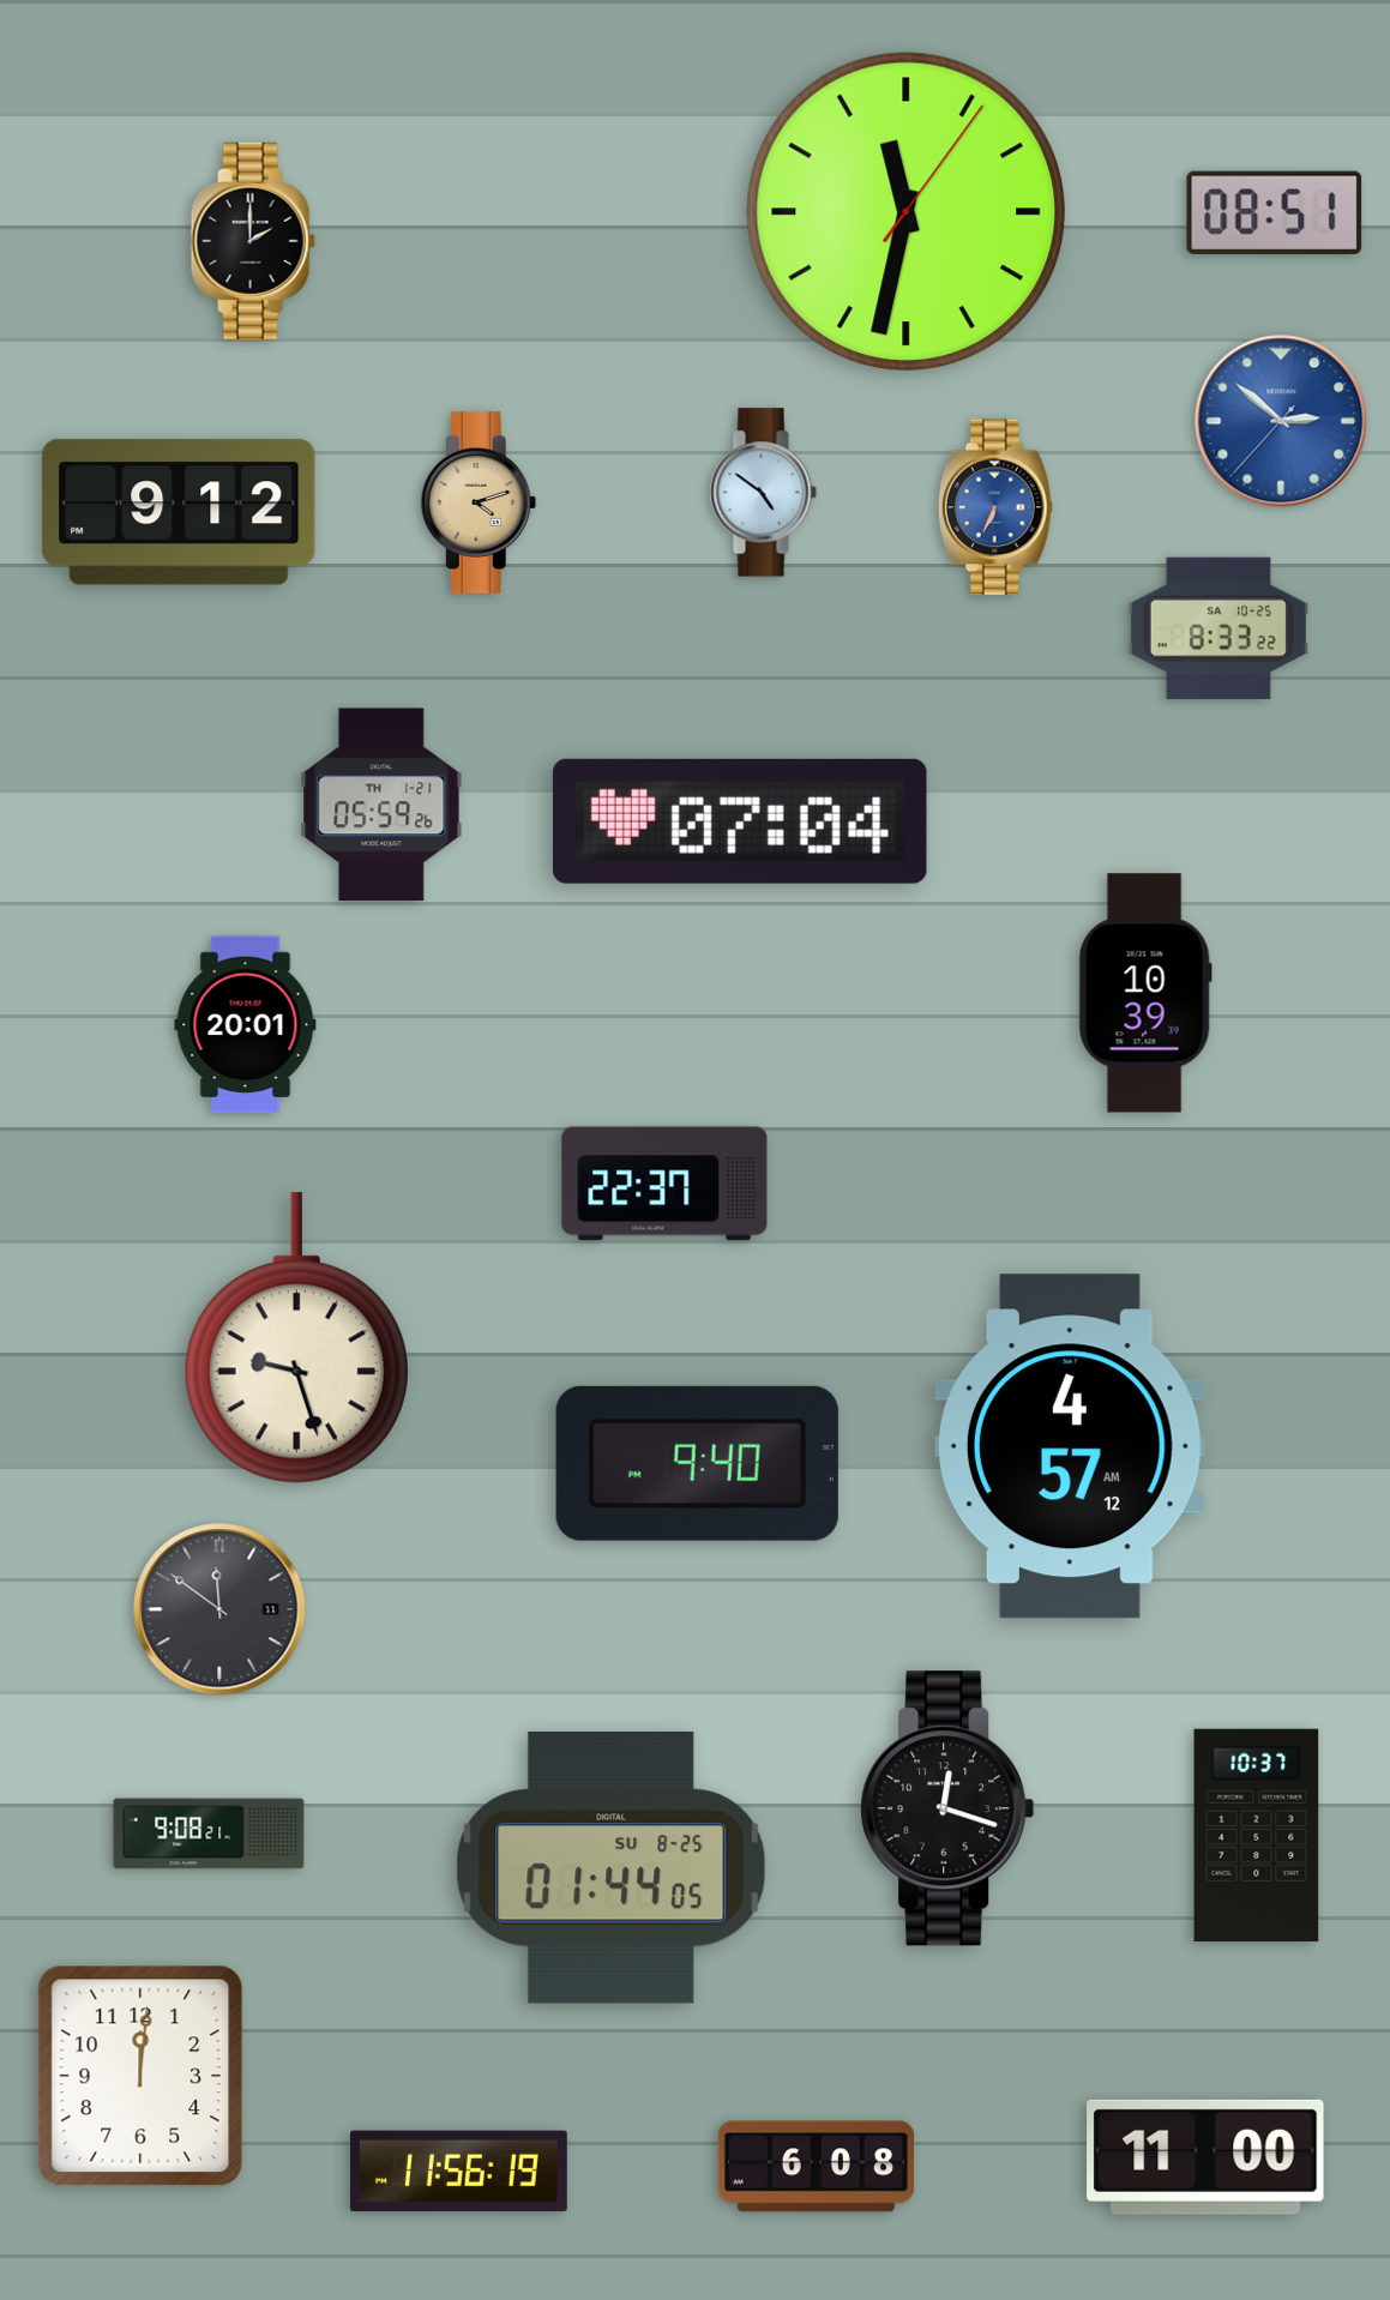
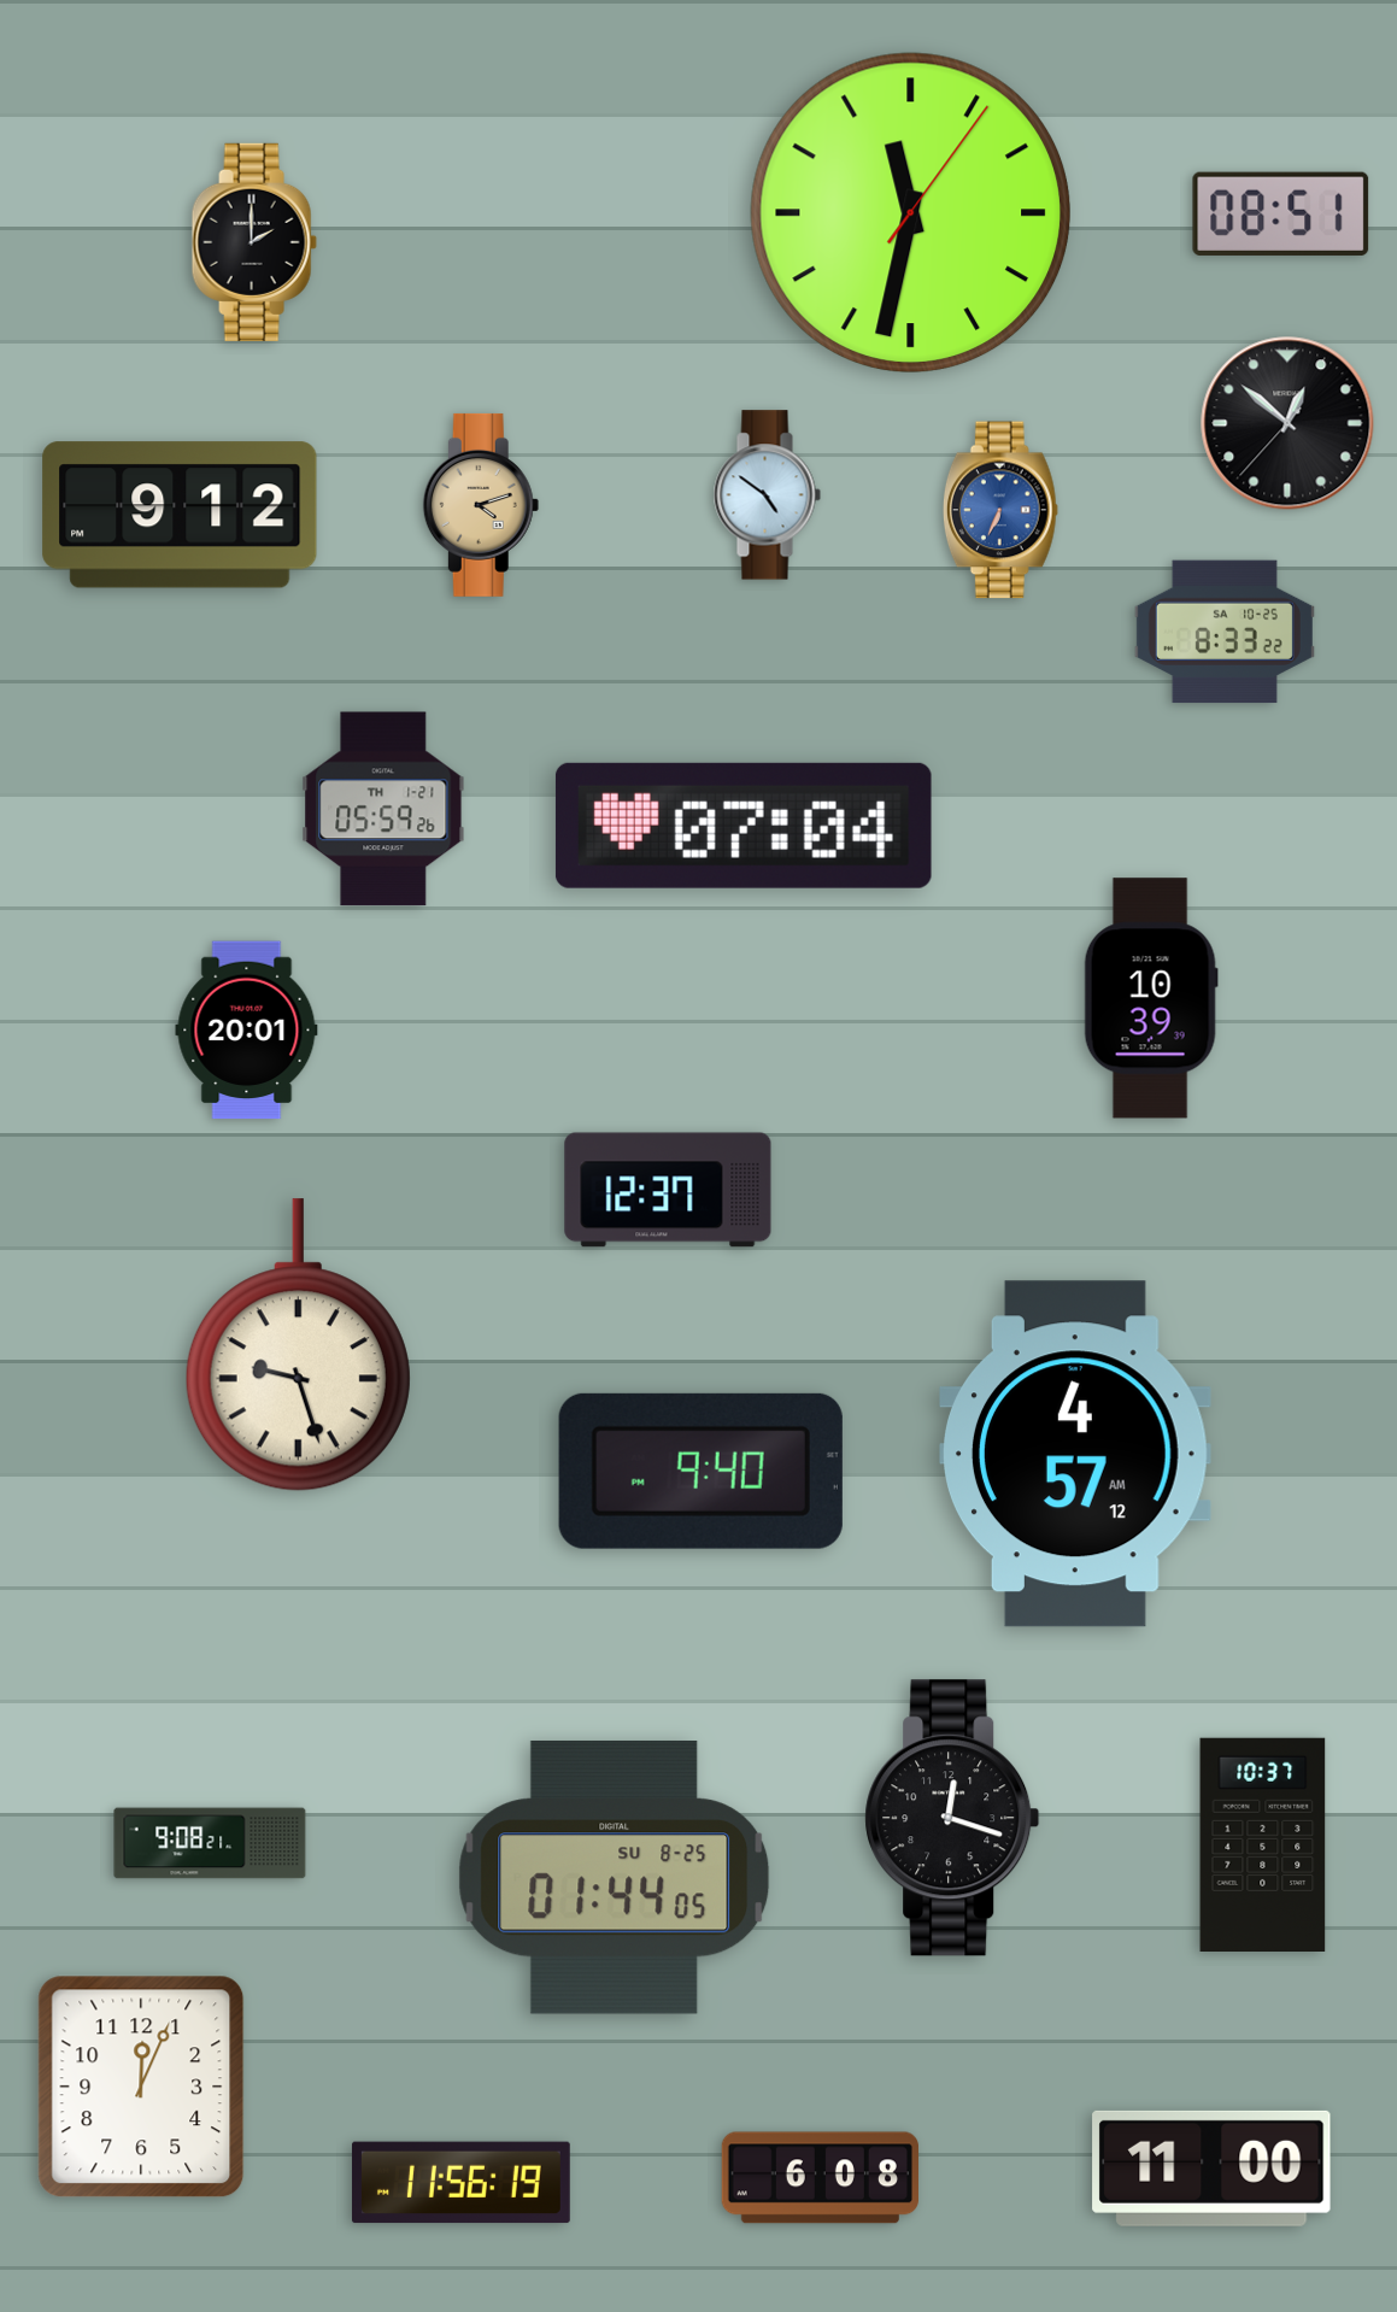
clock at (1281, 421): 2:51 -> 12:51
clock at (1281, 421) dial: blue -> black
clock at (664, 1184): 22:37 -> 12:37
clock at (219, 1609): 11:51 -> none
clock at (140, 2076): 12:01 -> 12:04
